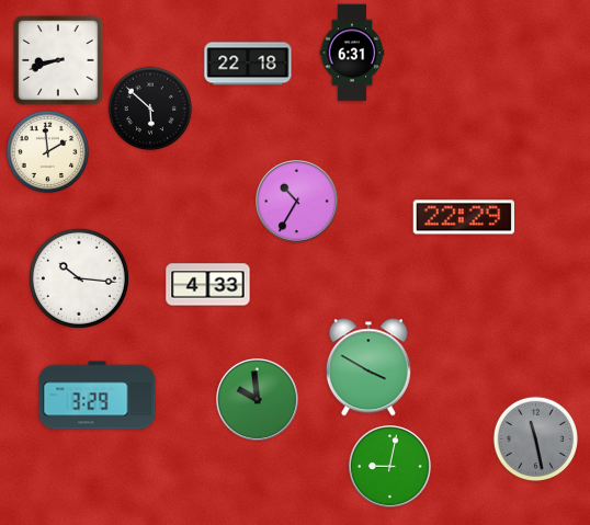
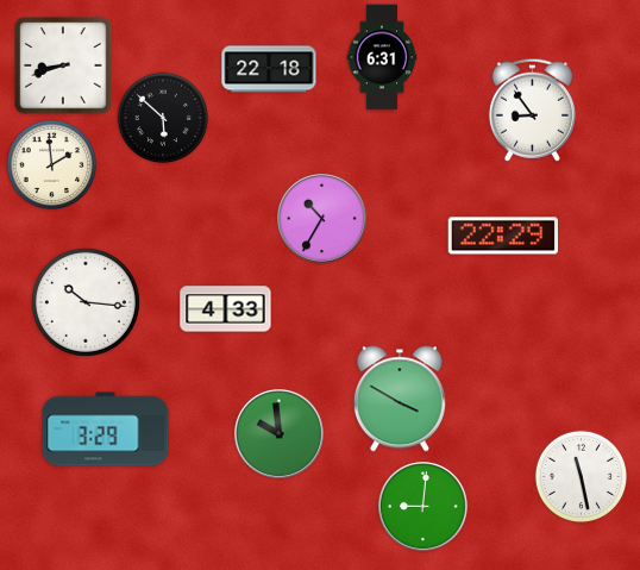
clock at (532, 109): none -> 8:54
clock at (535, 438) dial: grey -> white
clock at (390, 467): 9:02 -> 9:01
